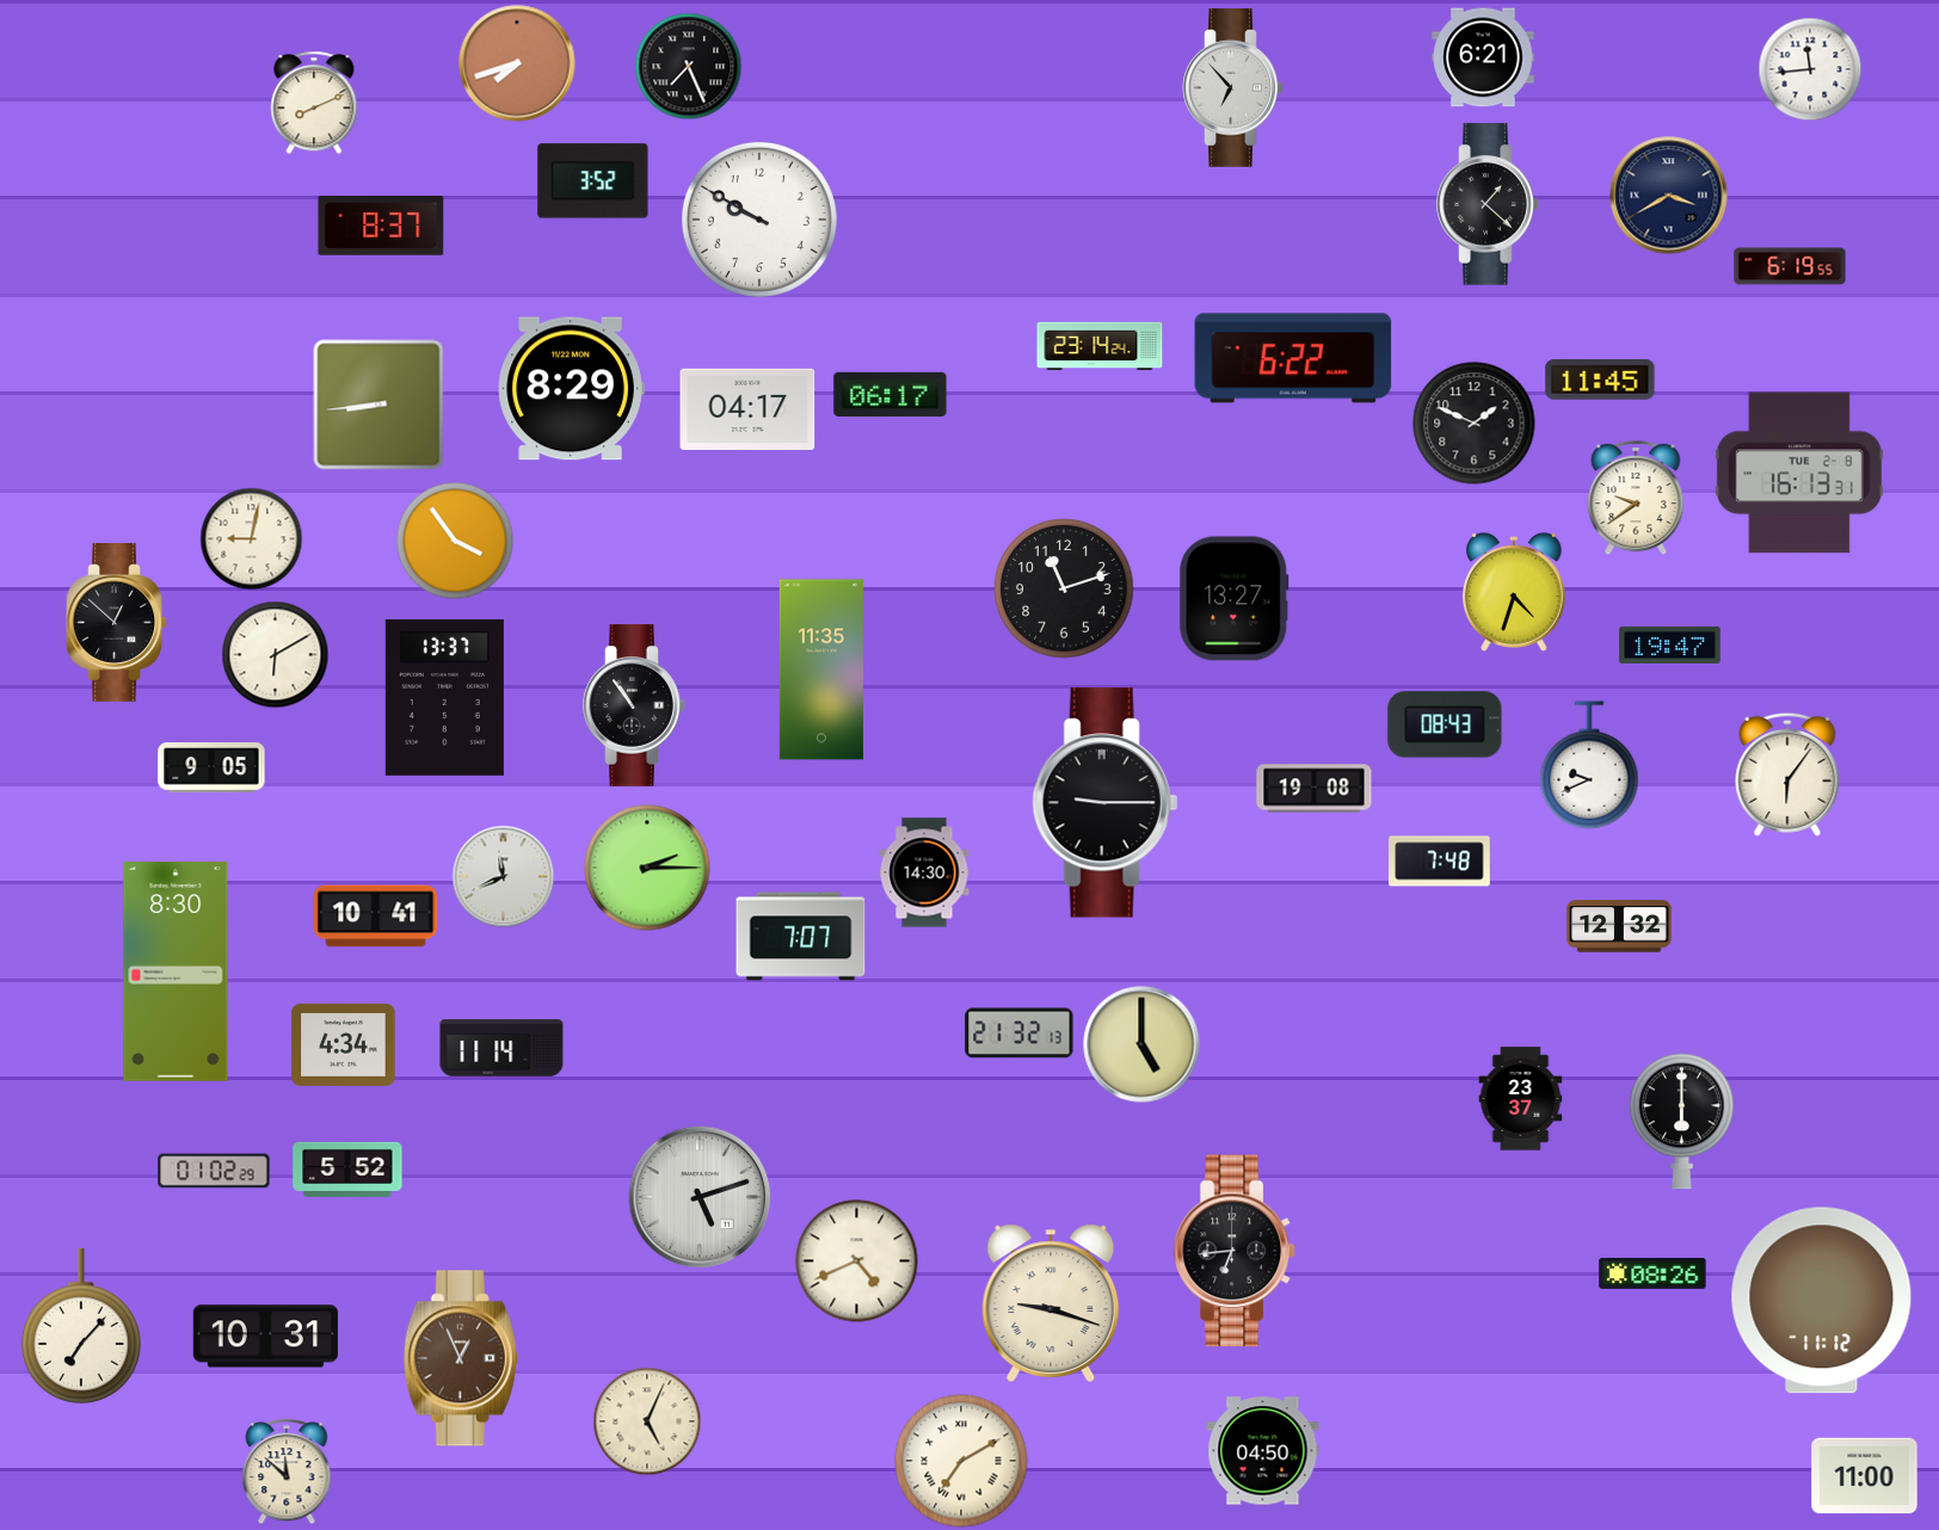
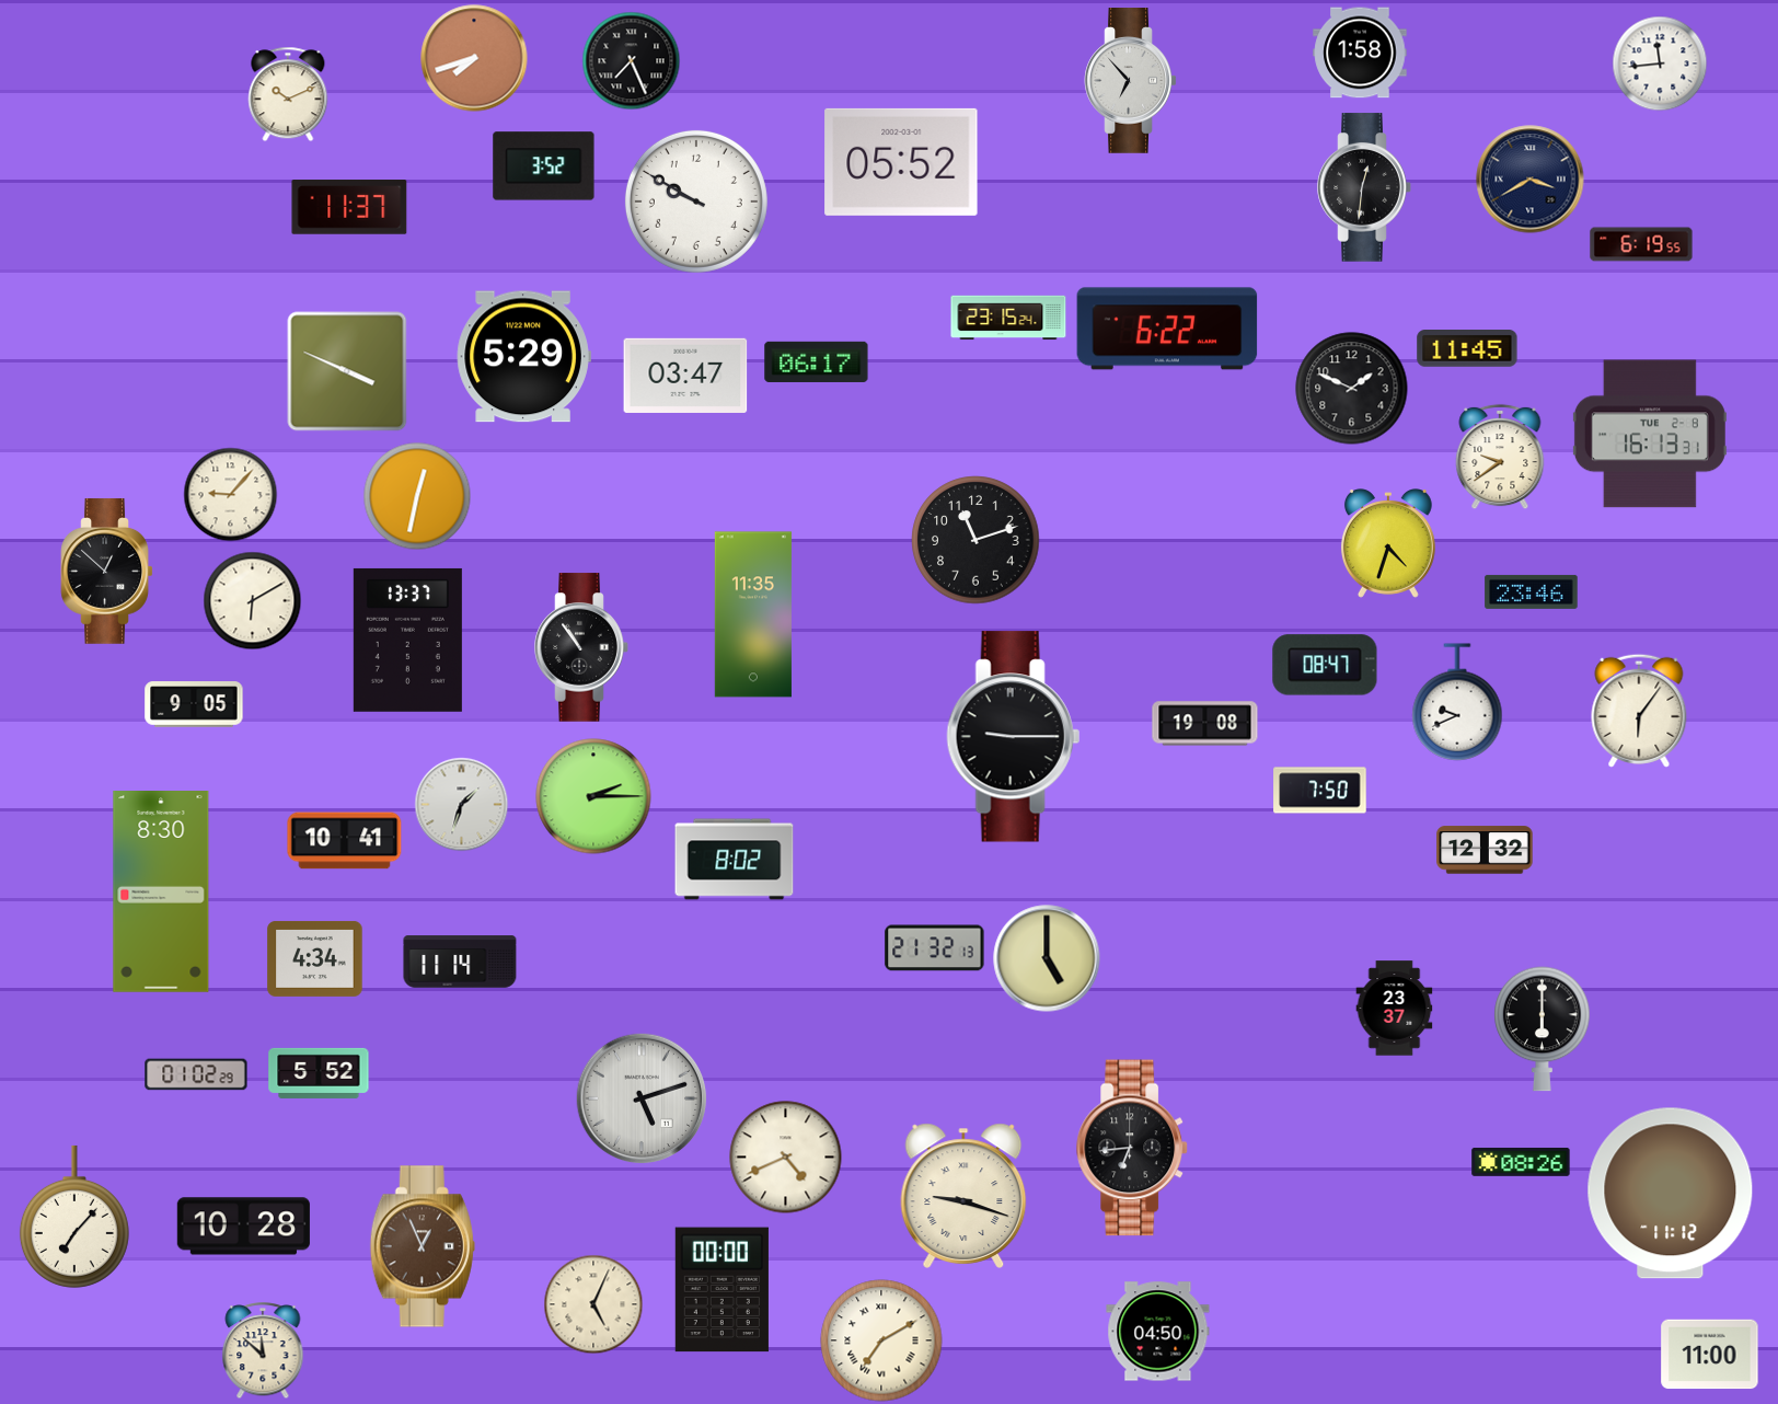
clock at (1483, 57): 6:21 -> 1:58
clock at (314, 103): 8:11 -> 10:11
clock at (901, 162): none -> 05:52
clock at (1488, 204): 1:22 -> 12:31
clock at (381, 226): 8:37 -> 11:37
clock at (1100, 346): 23:14 -> 23:15
clock at (1293, 358) position: (1293, 358) -> (1167, 329)
clock at (571, 389): 8:29 -> 5:29
clock at (378, 405): 8:44 -> 3:49
clock at (747, 409): 04:17 -> 03:47
clock at (251, 538): 9:02 -> 9:07
clock at (455, 541): 3:54 -> 12:32
clock at (1235, 599): 13:27 -> none
clock at (1670, 644): 19:47 -> 23:46
clock at (1445, 724): 08:43 -> 08:47
clock at (1440, 862): 7:48 -> 7:50
clock at (924, 872): 14:30 -> none
clock at (503, 876): 11:41 -> 1:33
clock at (801, 937): 7:07 -> 8:02
clock at (1652, 1273) position: (1652, 1273) -> (1521, 1162)
clock at (265, 1337): 10:31 -> 10:28
clock at (721, 1290): none -> 00:00
